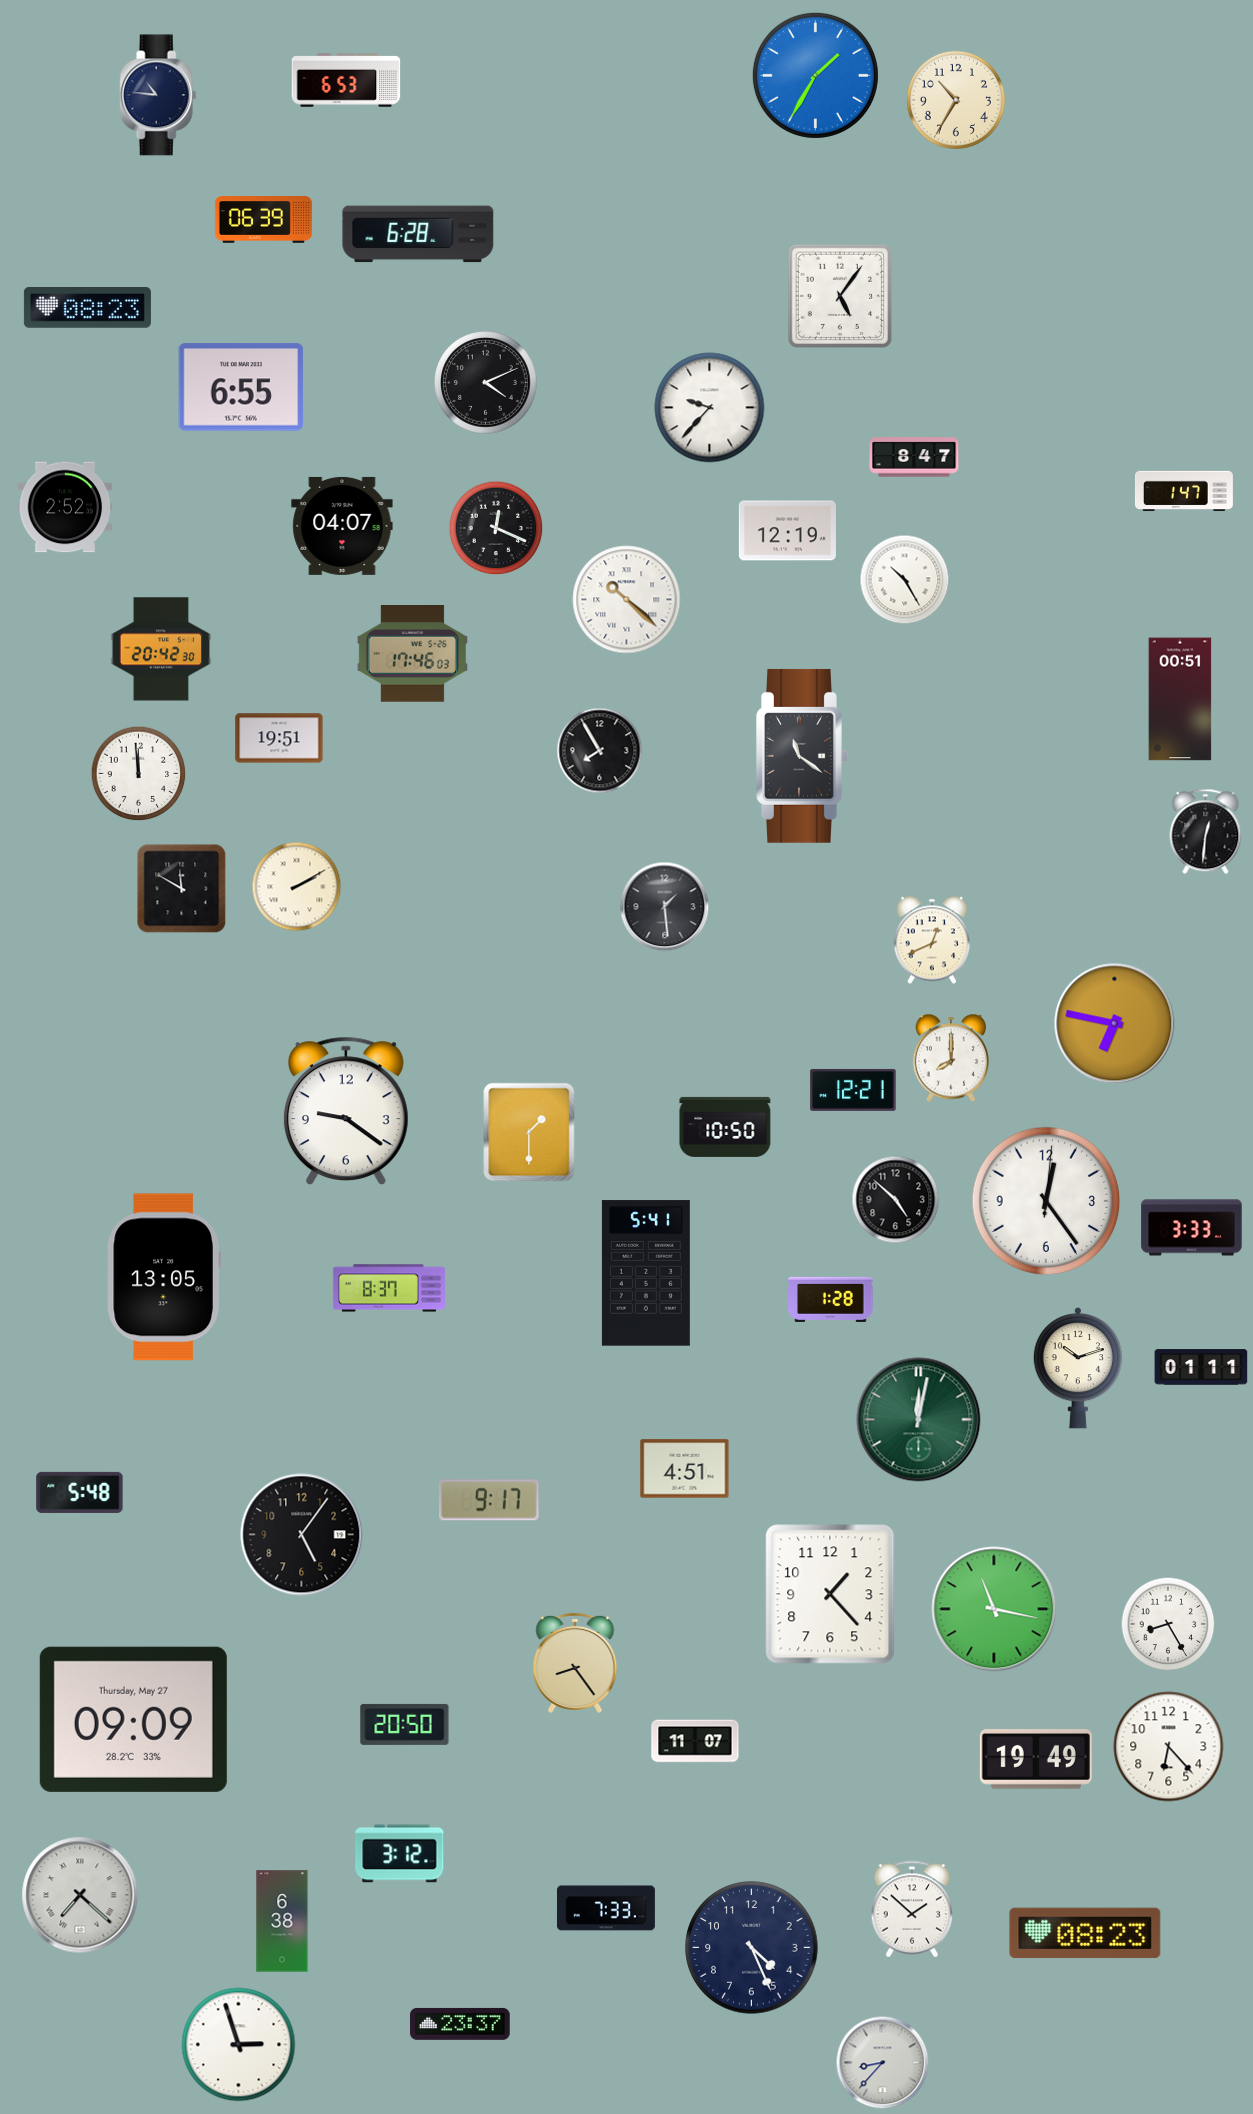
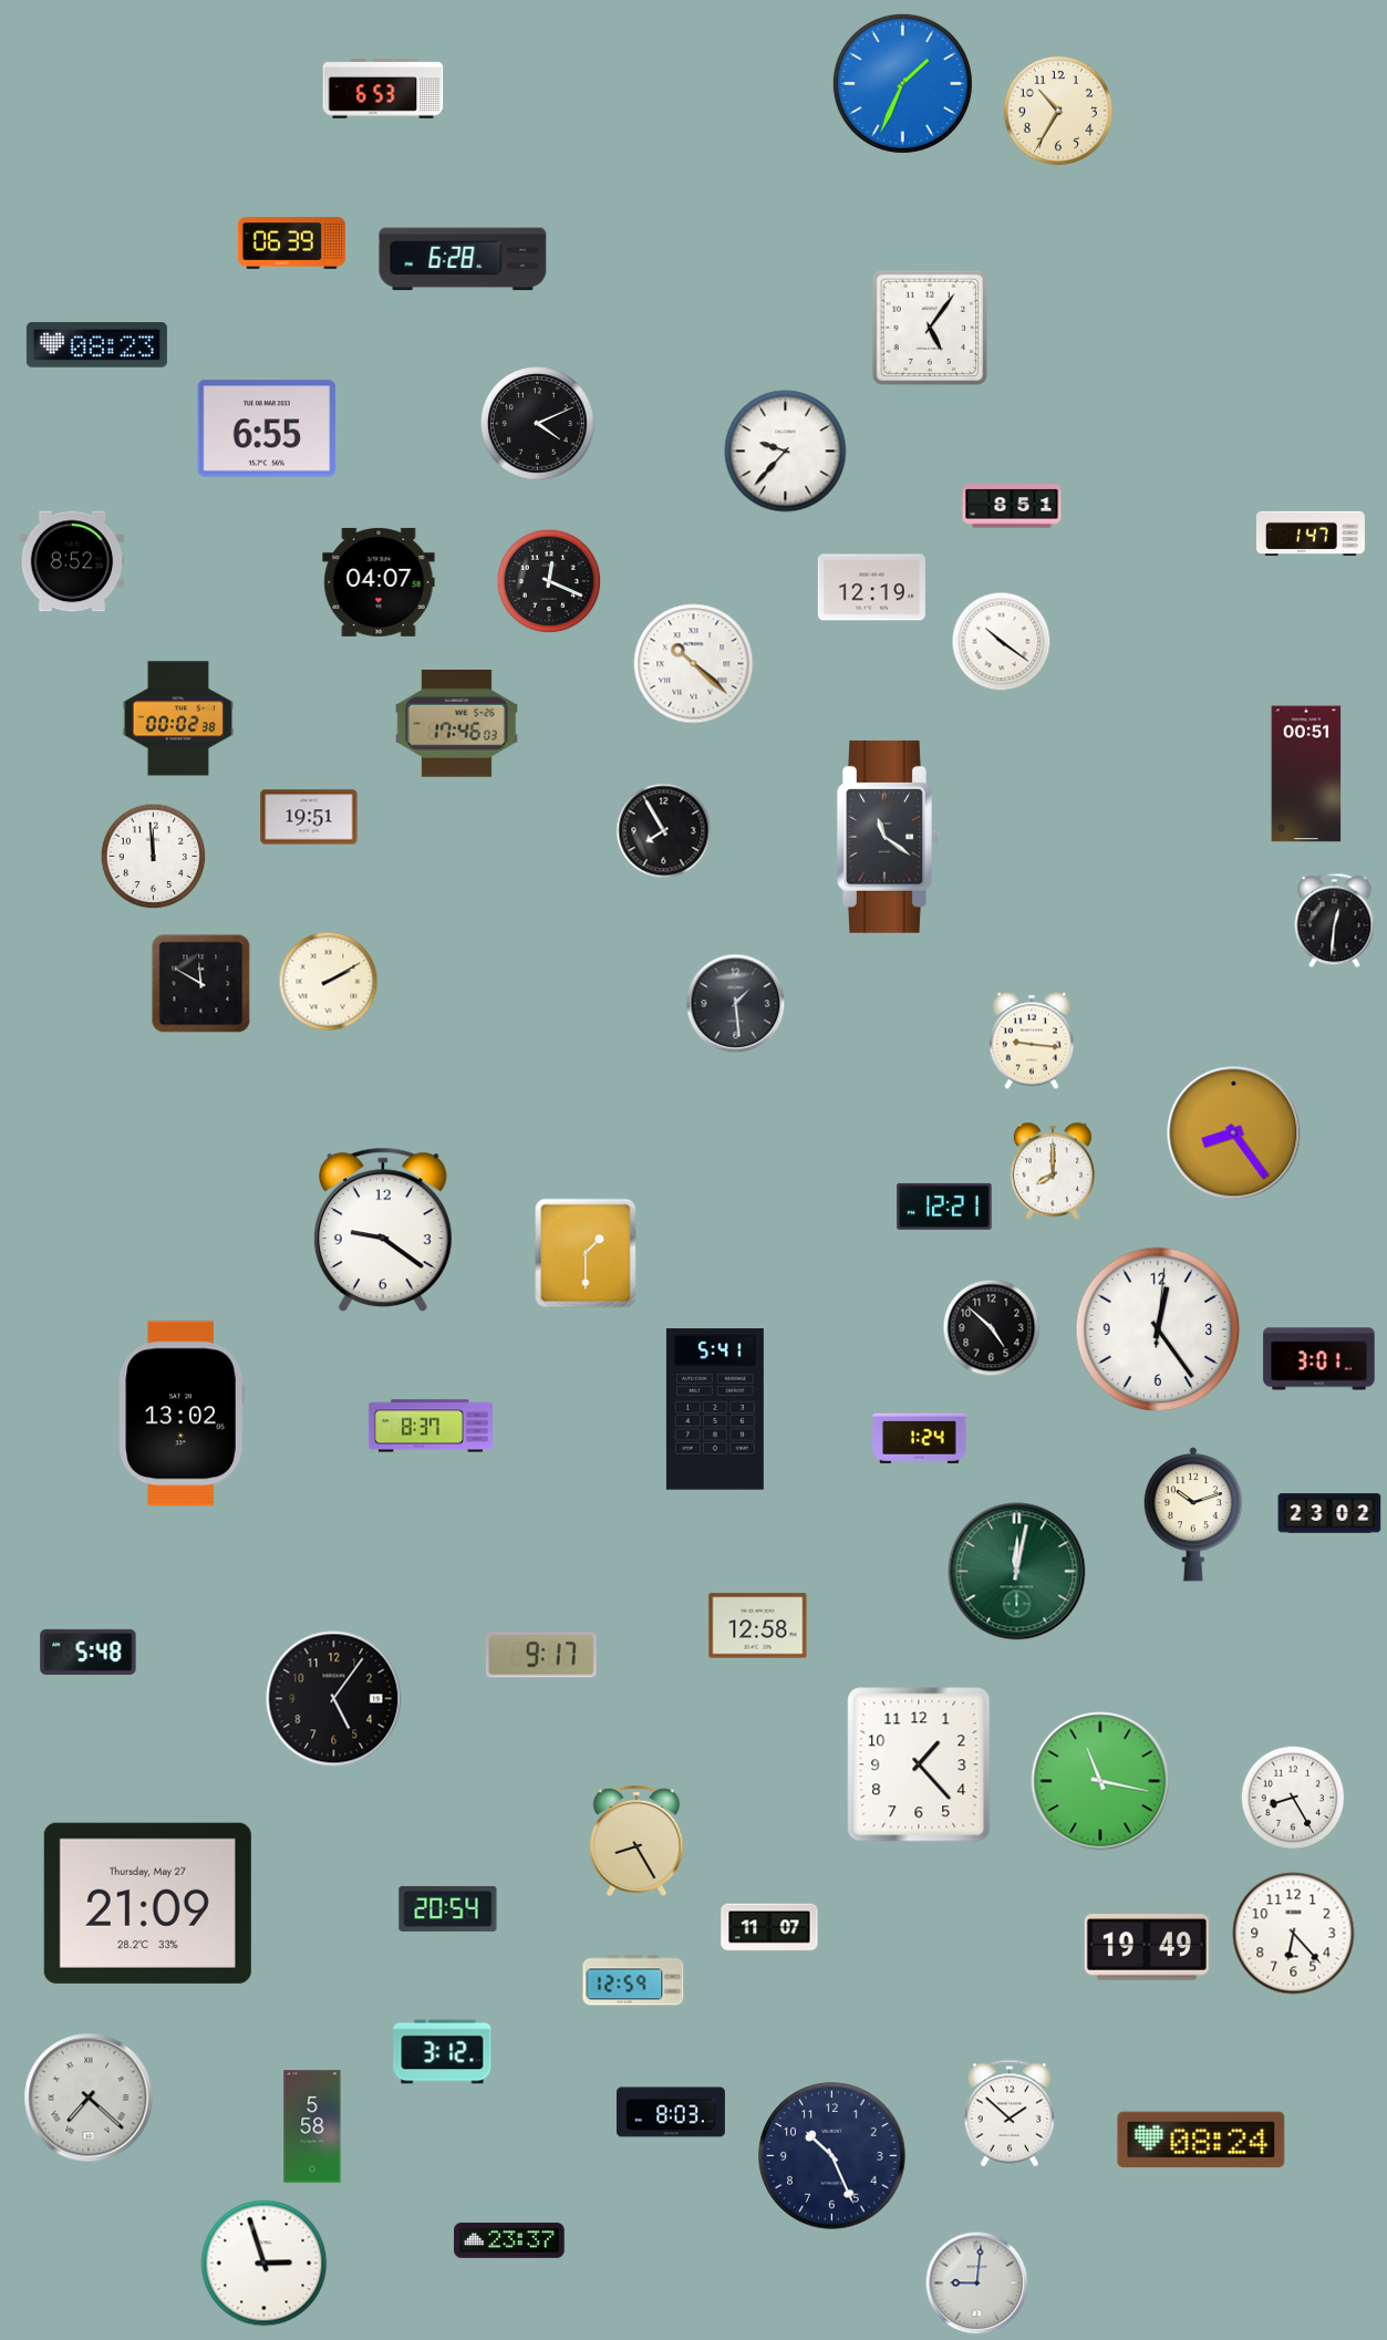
clock at (815, 75): 1:35 -> 1:34
clock at (158, 95): 10:46 -> none
clock at (87, 308) position: (87, 308) -> (96, 345)
clock at (914, 457): 8:47 -> 8:51
clock at (1184, 491) position: (1184, 491) -> (1311, 534)
clock at (65, 507): 2:52 -> 8:52
clock at (496, 528) position: (496, 528) -> (549, 581)
clock at (905, 580): 10:25 -> 10:21
clock at (161, 649): 20:42 -> 00:02
clock at (931, 940): 12:41 -> 9:16
clock at (1115, 1024): 6:47 -> 8:24
clock at (725, 1127): 10:50 -> none
clock at (1192, 1228): 3:33 -> 3:01
clock at (164, 1277): 13:05 -> 13:02
clock at (831, 1299): 1:28 -> 1:24
clock at (1201, 1367): 01:11 -> 23:02
clock at (685, 1469): 4:51 -> 12:58
clock at (489, 1500) position: (489, 1500) -> (541, 1655)
clock at (575, 1663): 8:24 -> 8:25
clock at (133, 1719): 09:09 -> 21:09
clock at (405, 1724): 20:50 -> 20:54
clock at (633, 1980): none -> 12:59
clock at (606, 1908): 7:33 -> 8:03
clock at (282, 1921): 6:38 -> 5:58
clock at (1085, 1933): 08:23 -> 08:24
clock at (752, 1948): 4:26 -> 10:26
clock at (883, 2063): 8:37 -> 9:01
